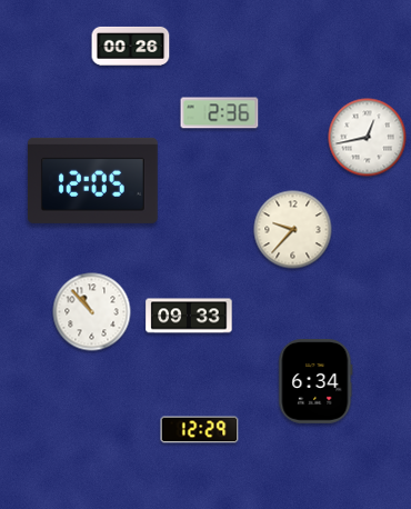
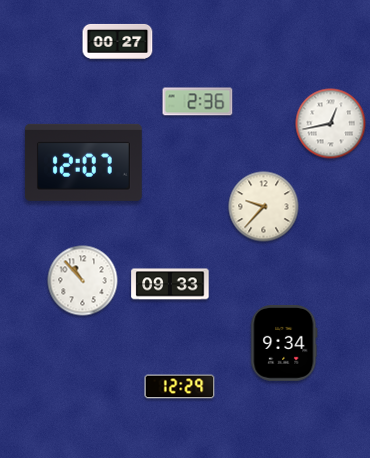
clock at (131, 46): 00:26 -> 00:27
clock at (92, 180): 12:05 -> 12:07
clock at (315, 381): 6:34 -> 9:34
